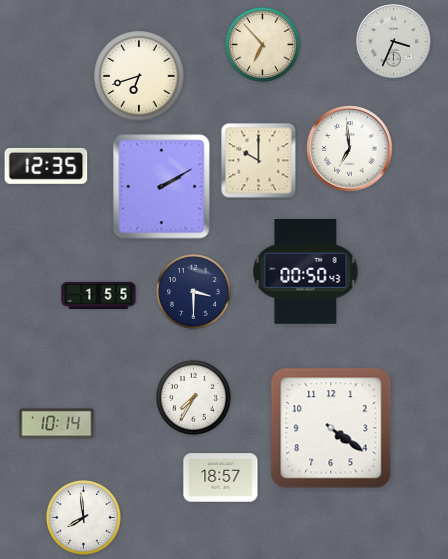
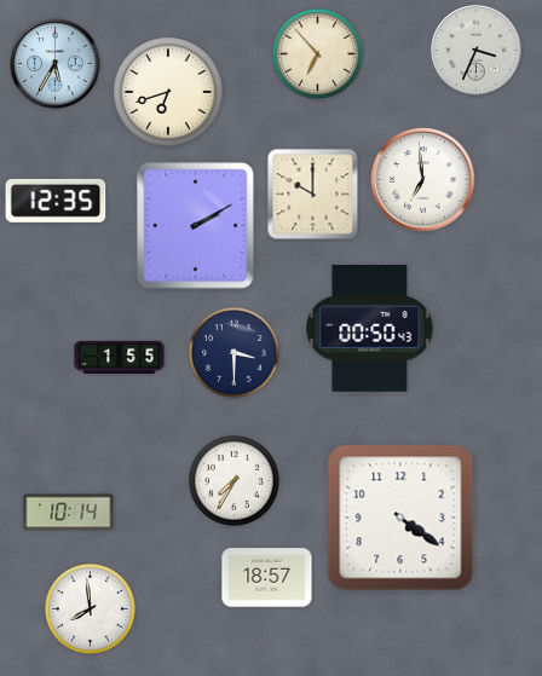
clock at (56, 64): none -> 5:35
clock at (84, 518) position: (84, 518) -> (91, 609)
